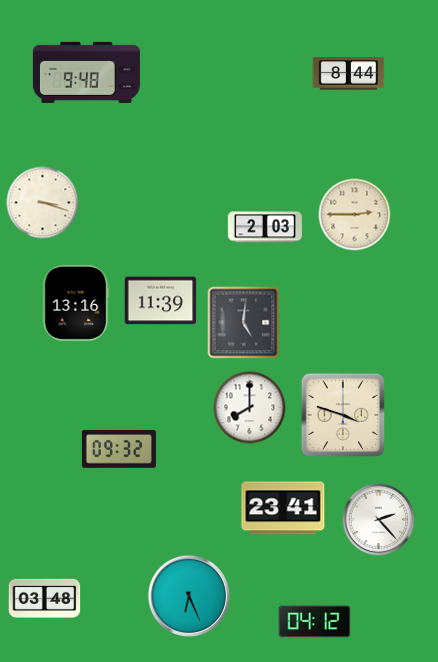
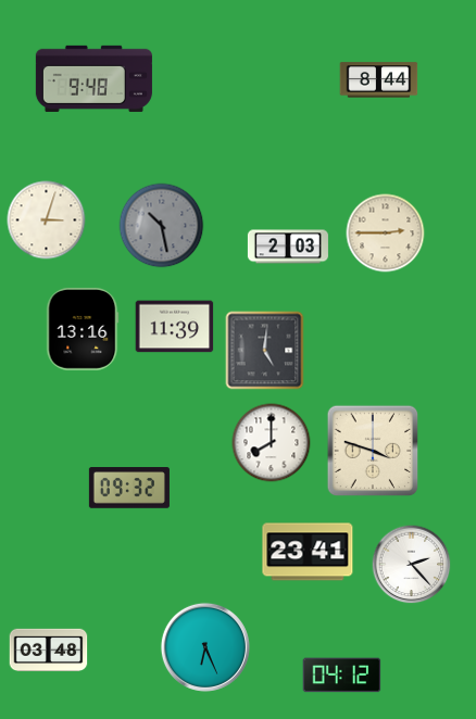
clock at (43, 203): 3:18 -> 3:03
clock at (162, 226): none -> 10:28
